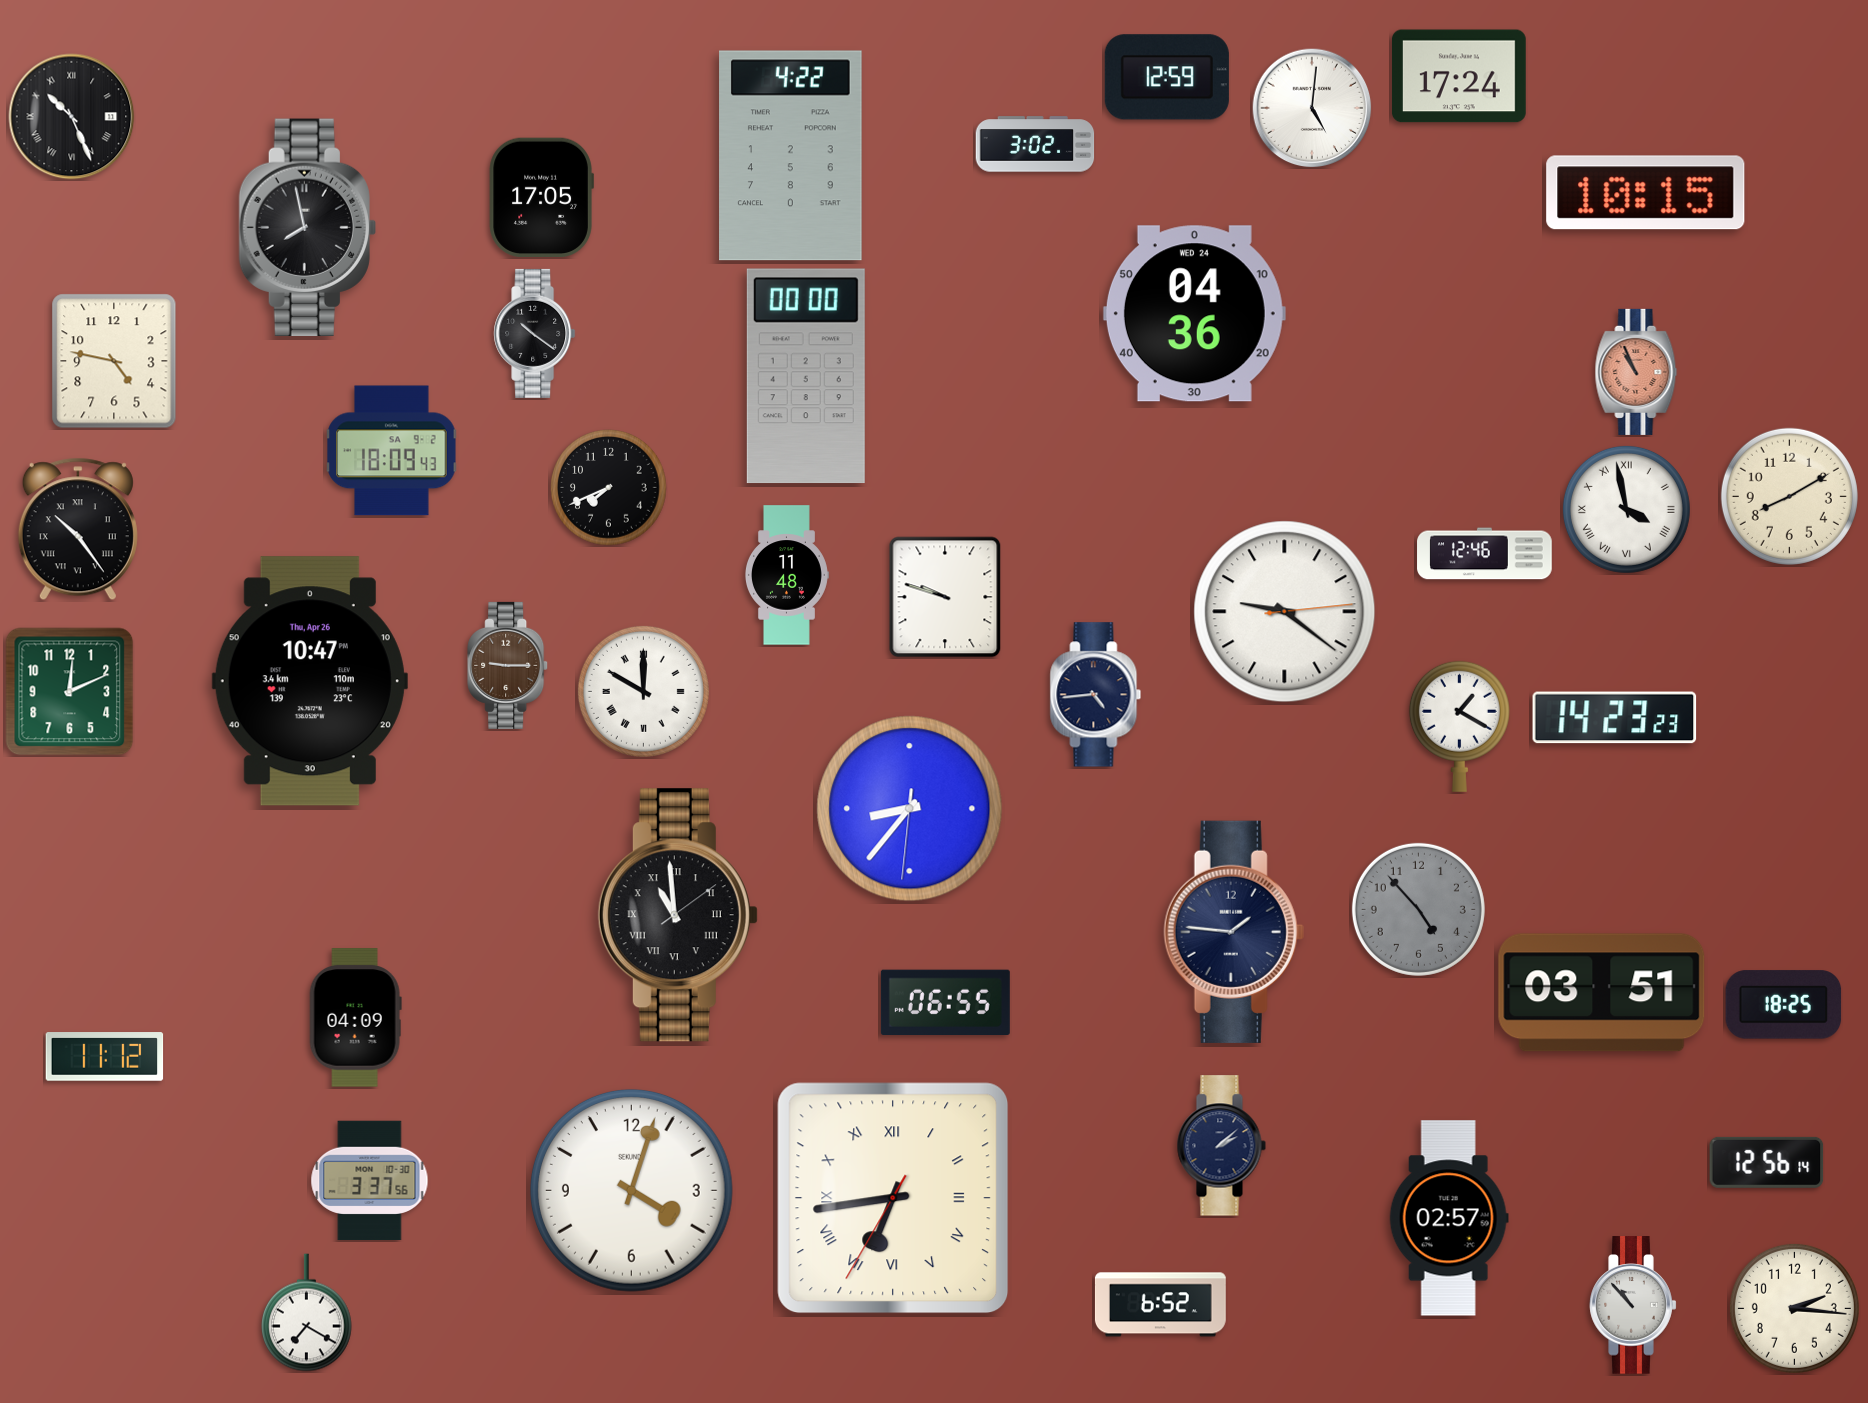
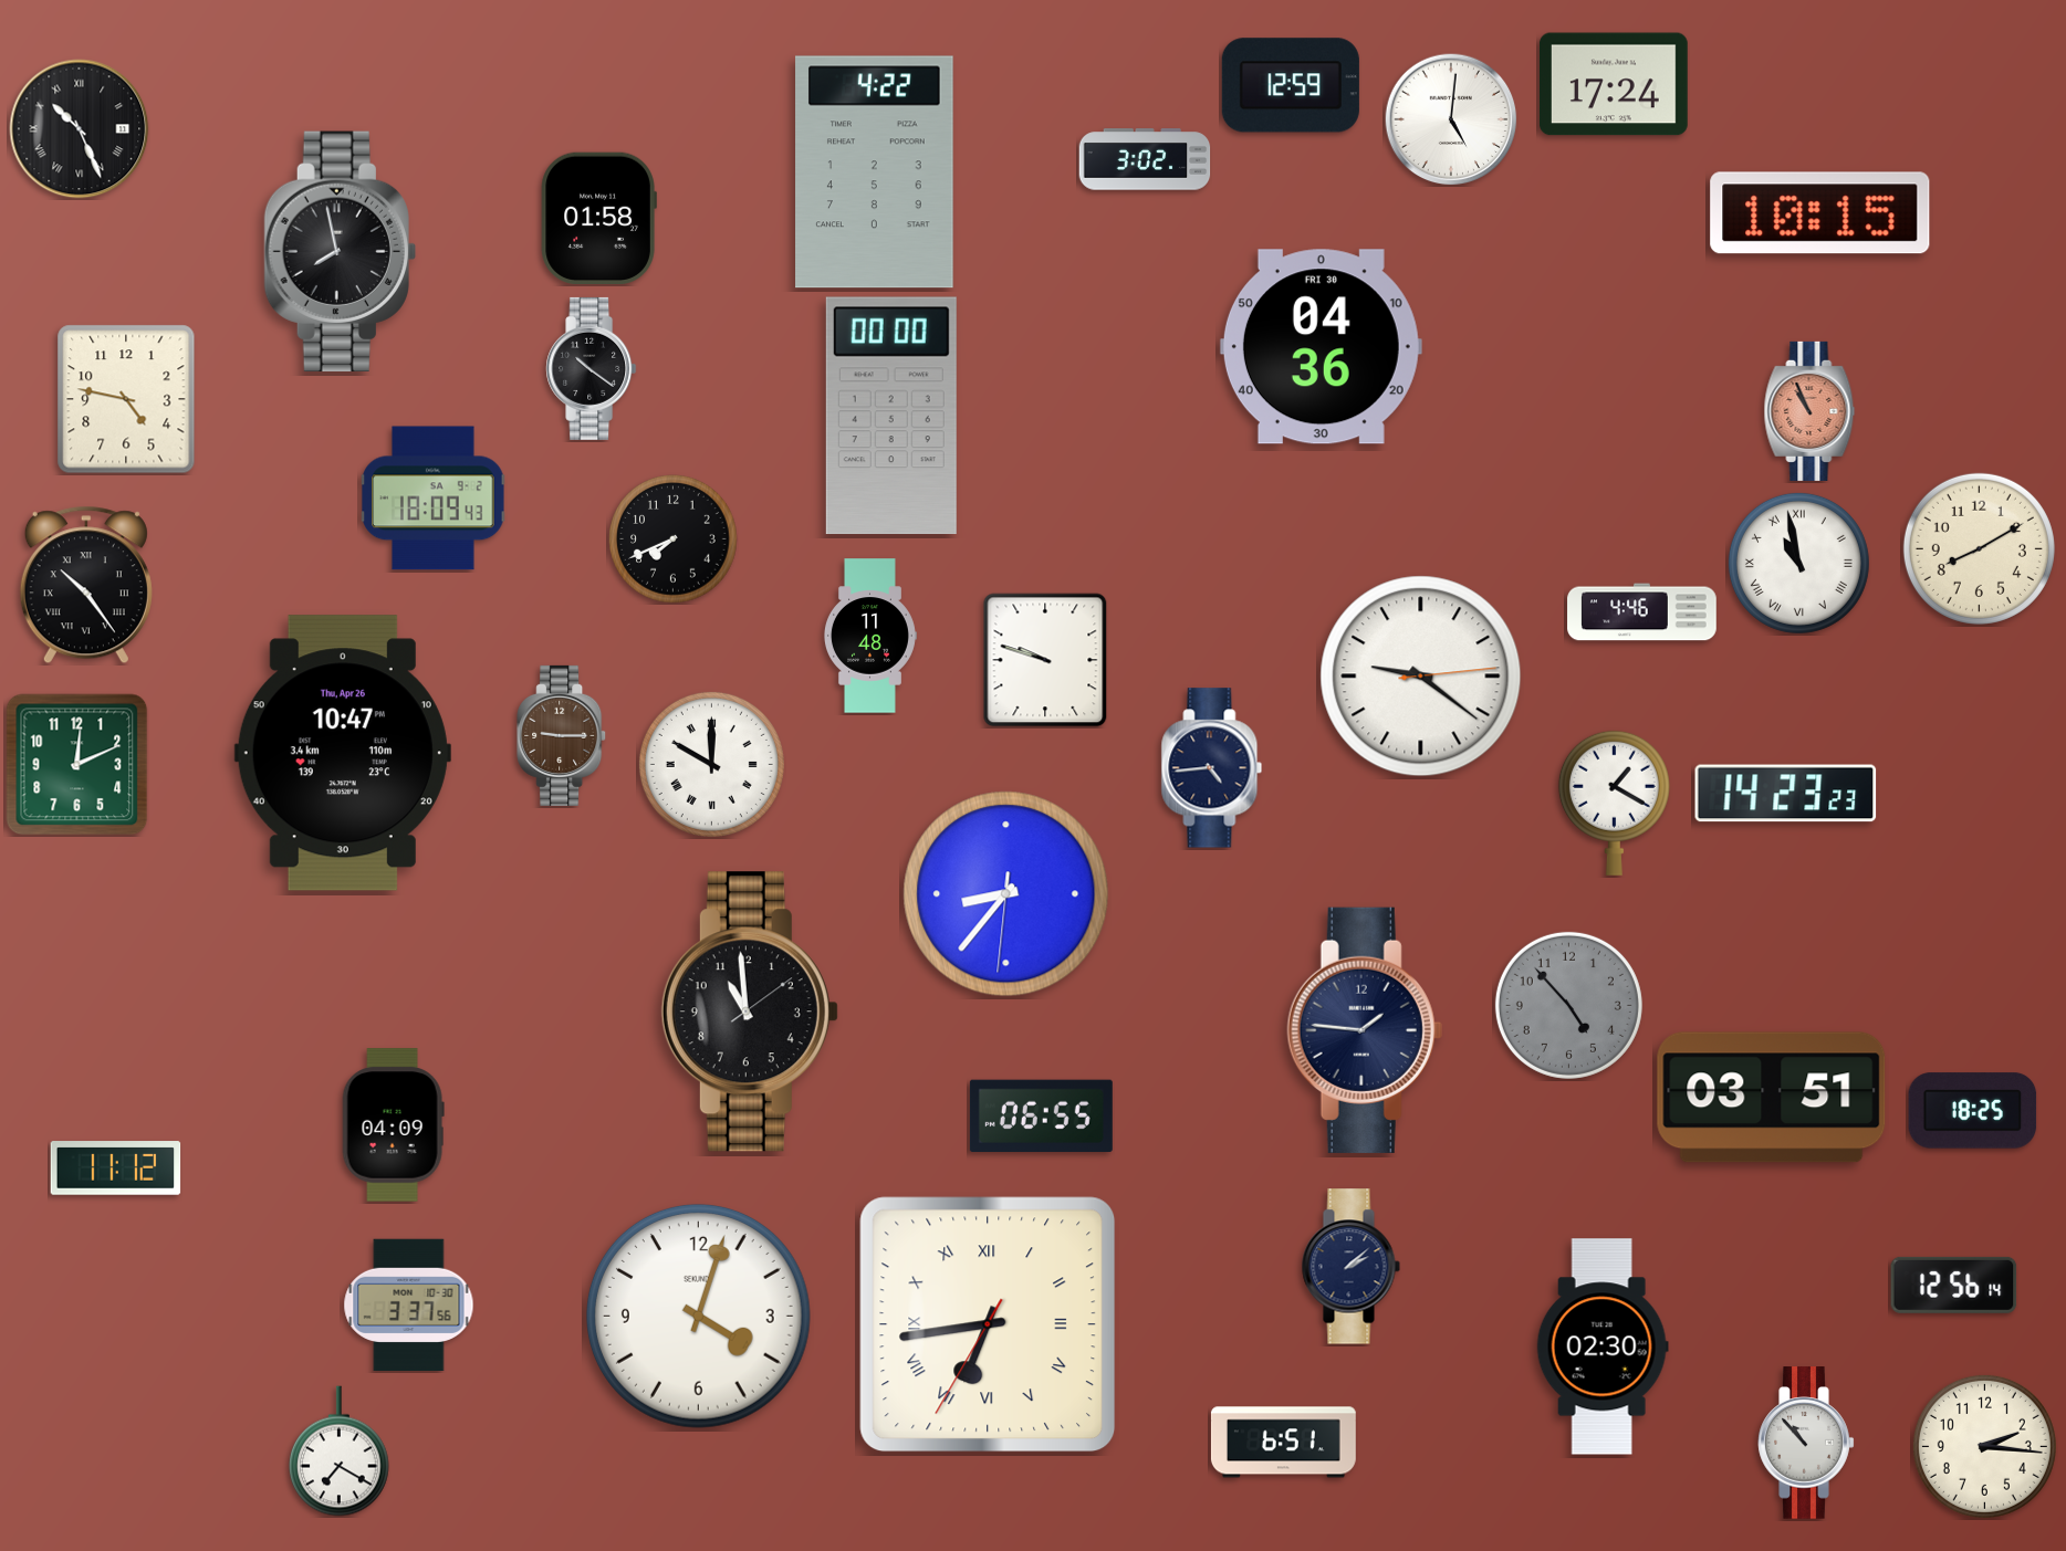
clock at (541, 197): 17:05 -> 01:58
clock at (1194, 314) date: WED 24 -> FRI 30
clock at (1626, 509): 3:58 -> 10:58
clock at (1485, 554): 12:46 -> 4:46
clock at (678, 915) numerals: Roman -> Arabic
clock at (945, 1002) position: (945, 1002) -> (1041, 1115)
clock at (1449, 1218): 02:57 -> 02:30
clock at (1160, 1305): 6:52 -> 6:51
